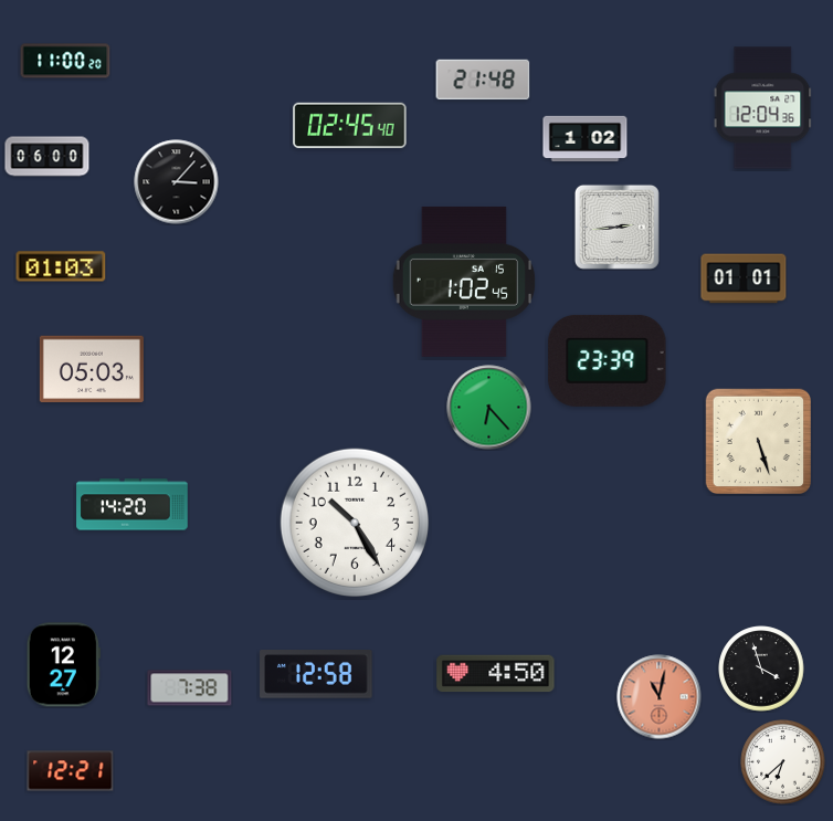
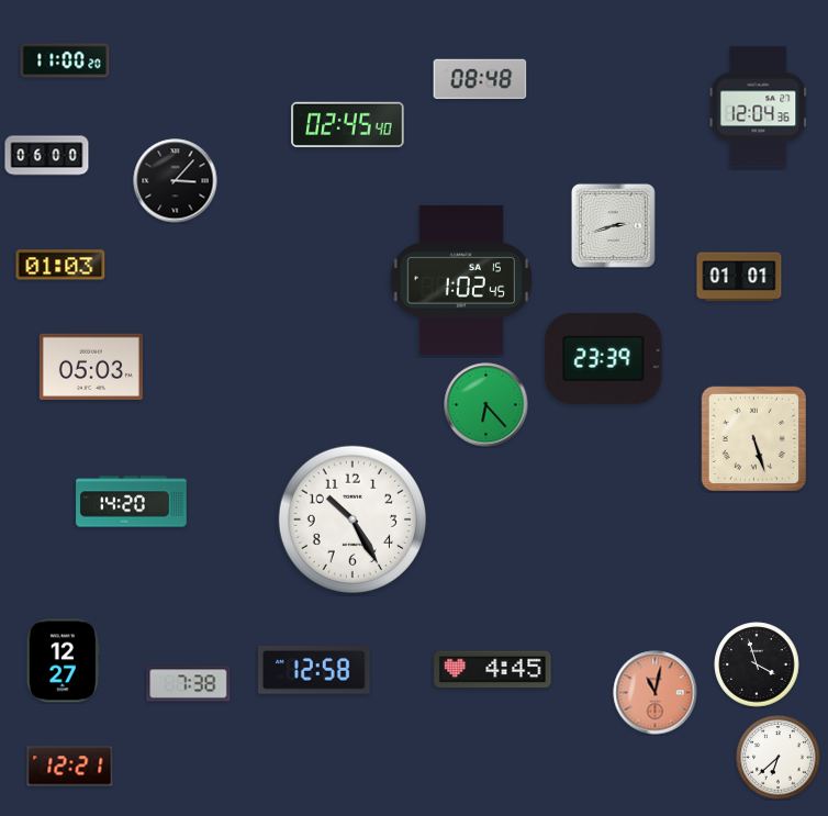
clock at (483, 80): 21:48 -> 08:48
clock at (586, 139): 1:02 -> none
clock at (616, 227): 2:44 -> 2:42
clock at (496, 674): 4:50 -> 4:45
